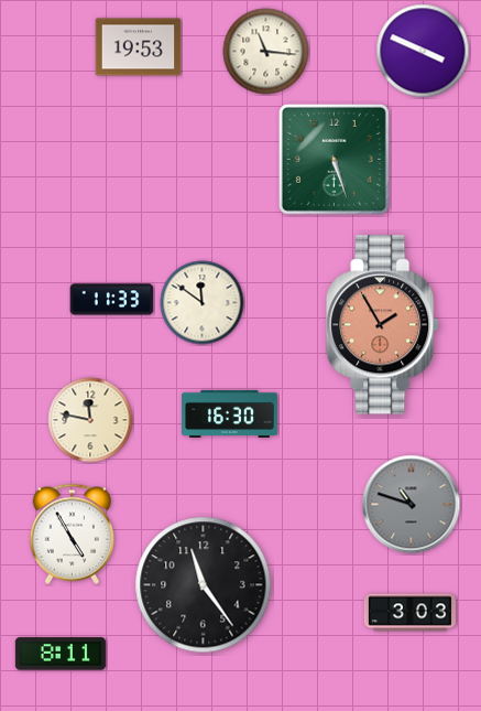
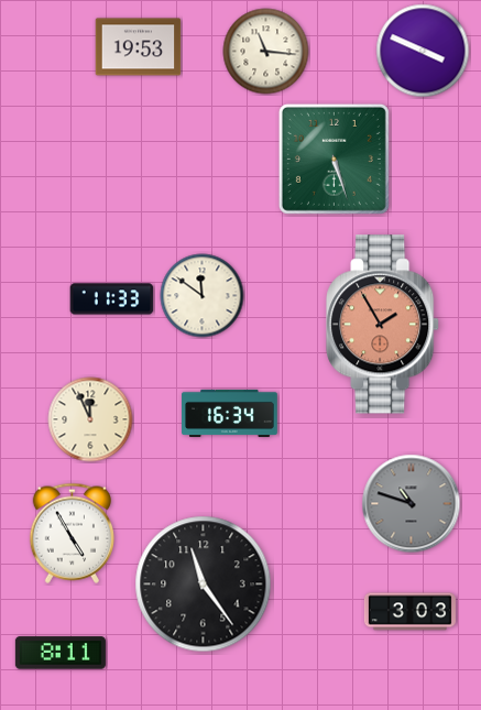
clock at (203, 303) position: (203, 303) -> (203, 296)
clock at (230, 413): 16:30 -> 16:34
clock at (90, 420): 11:47 -> 11:56
